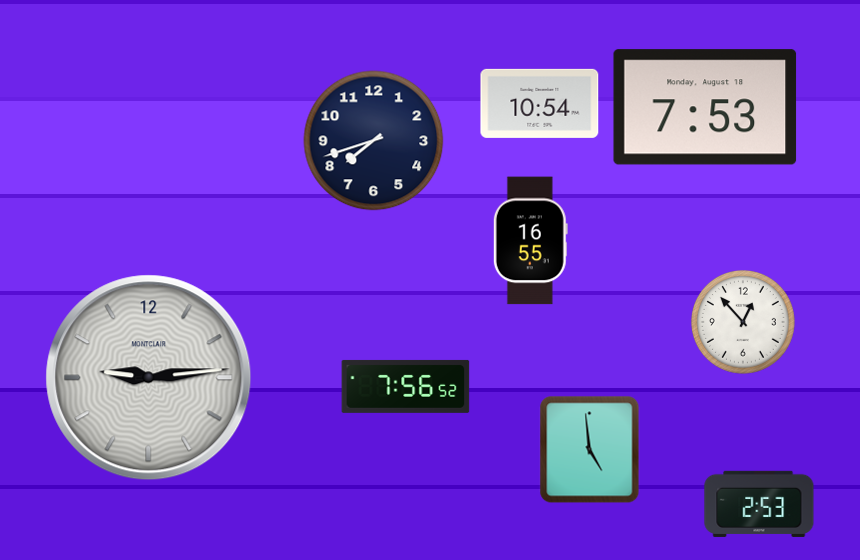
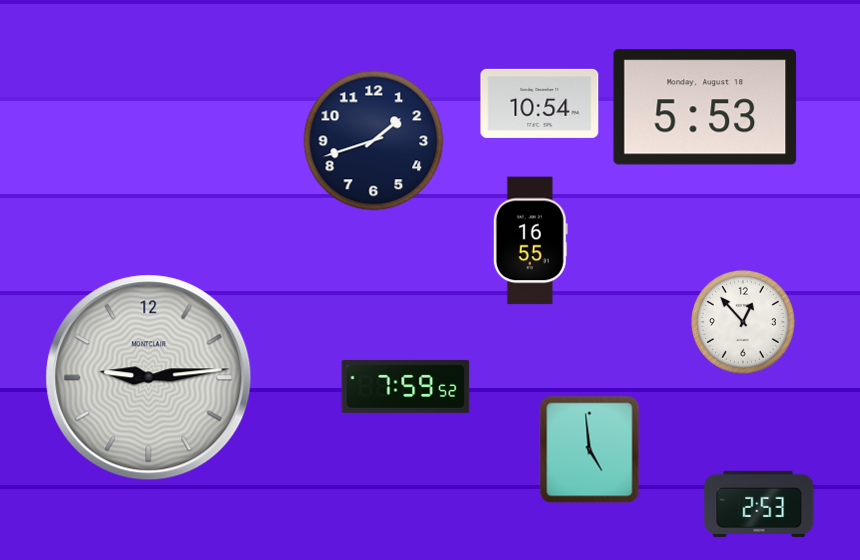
clock at (705, 107): 7:53 -> 5:53
clock at (374, 141): 7:42 -> 1:42
clock at (406, 386): 7:56 -> 7:59
